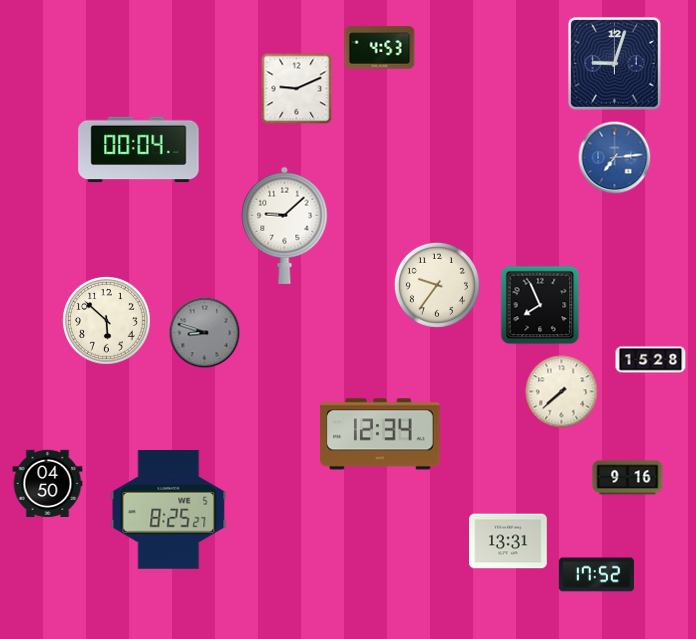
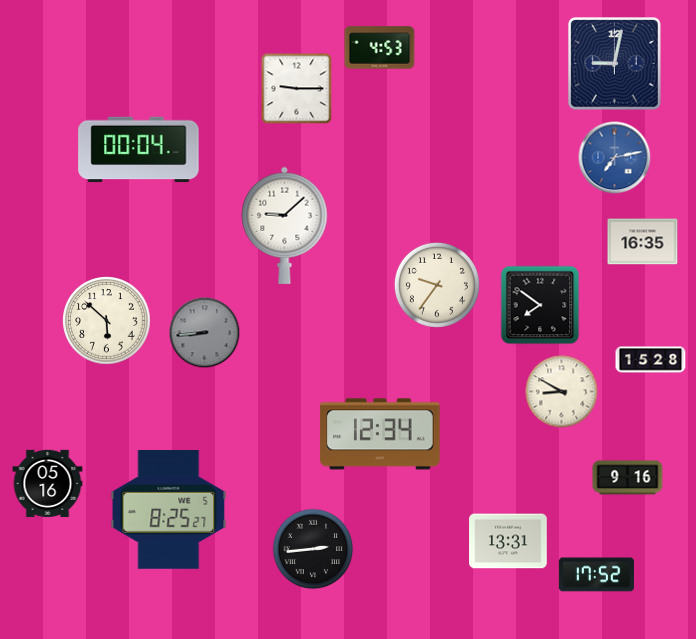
clock at (615, 64): 9:03 -> 9:02
clock at (297, 89): 9:11 -> 9:15
clock at (615, 158): 7:14 -> 7:13
clock at (643, 242): none -> 16:35
clock at (540, 305): 7:56 -> 7:51
clock at (205, 333): 8:48 -> 8:44
clock at (562, 392): 7:38 -> 8:50
clock at (48, 483): 04:50 -> 05:16
clock at (313, 549): none -> 2:44
